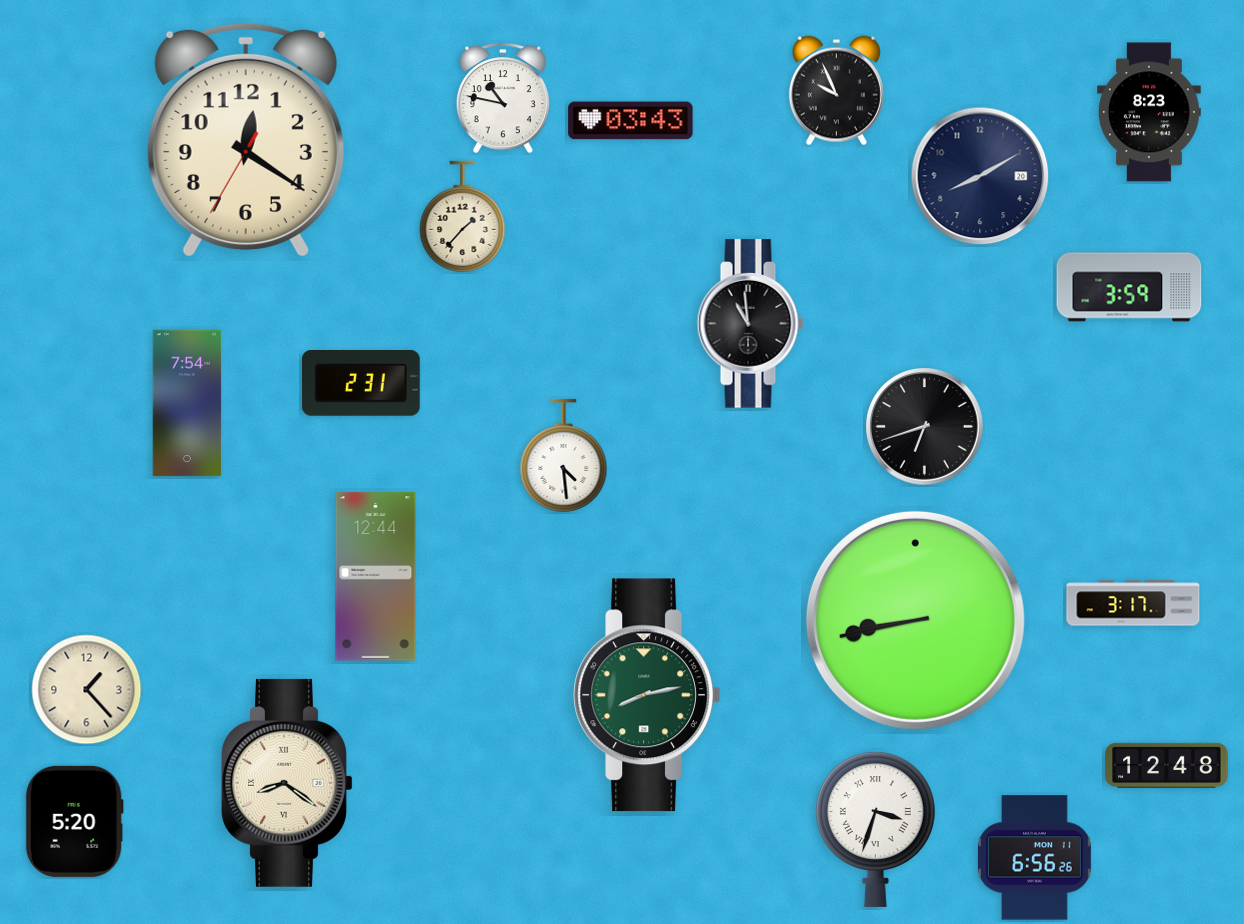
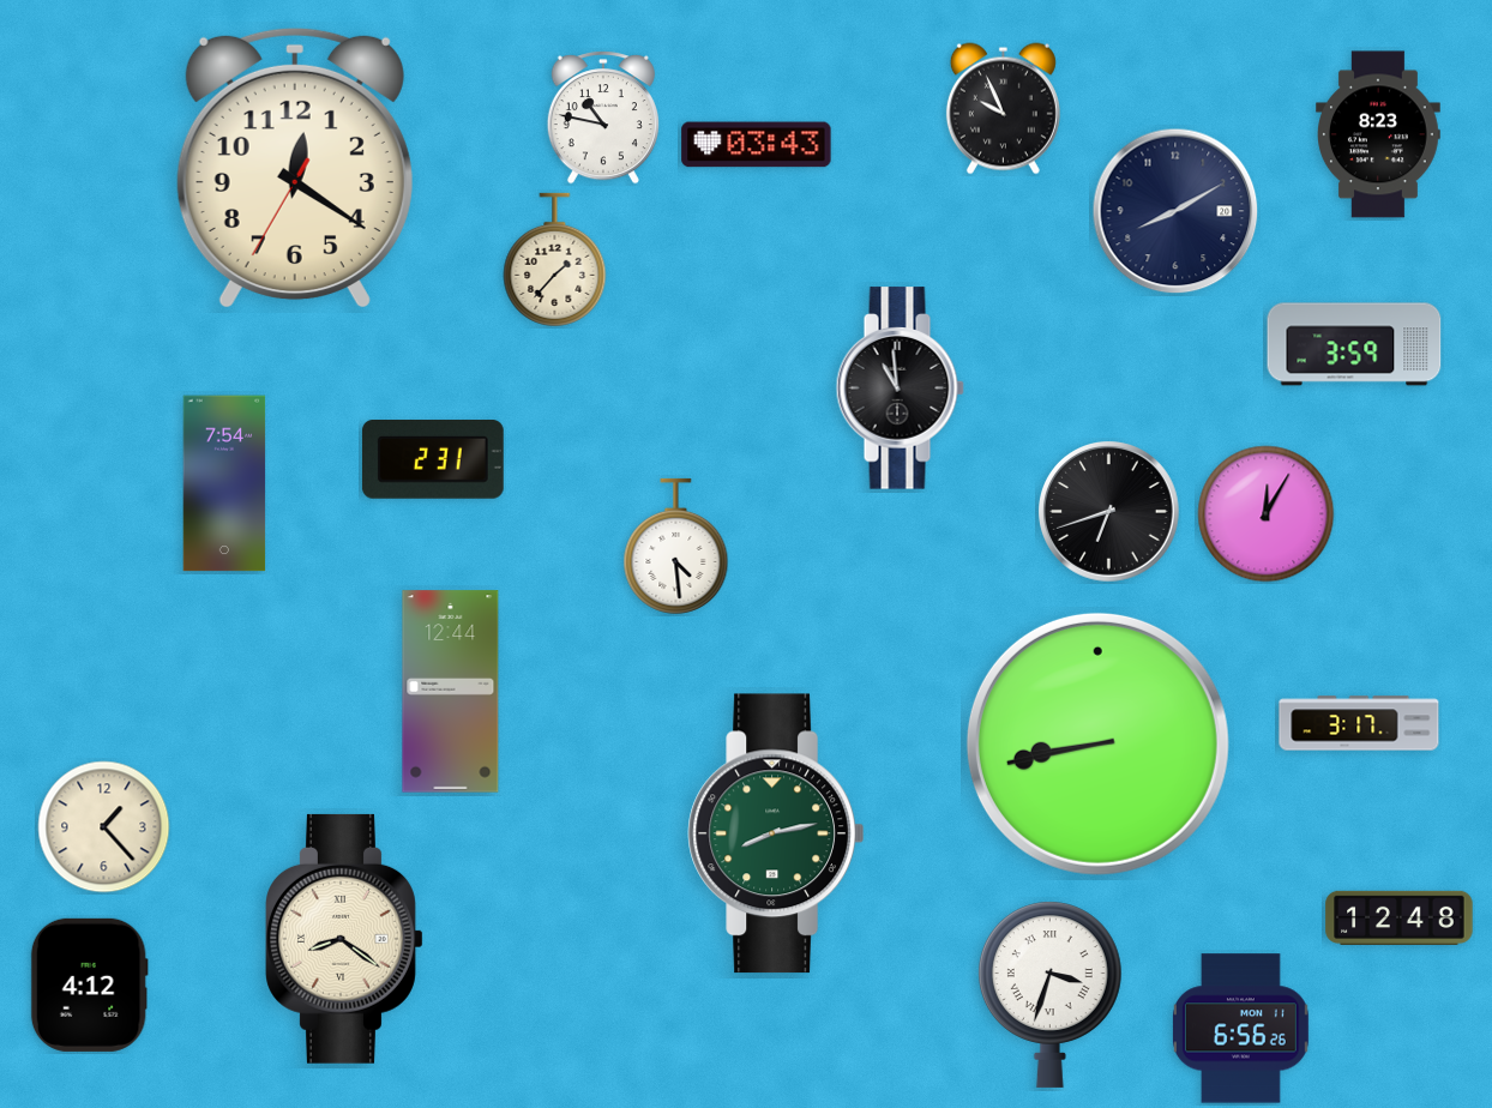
clock at (1267, 514): none -> 12:05
clock at (74, 821): 5:20 -> 4:12
